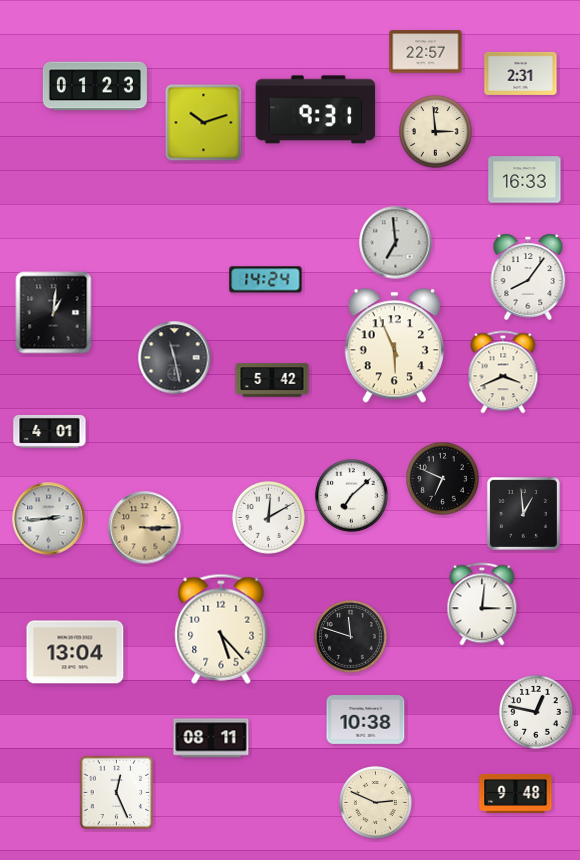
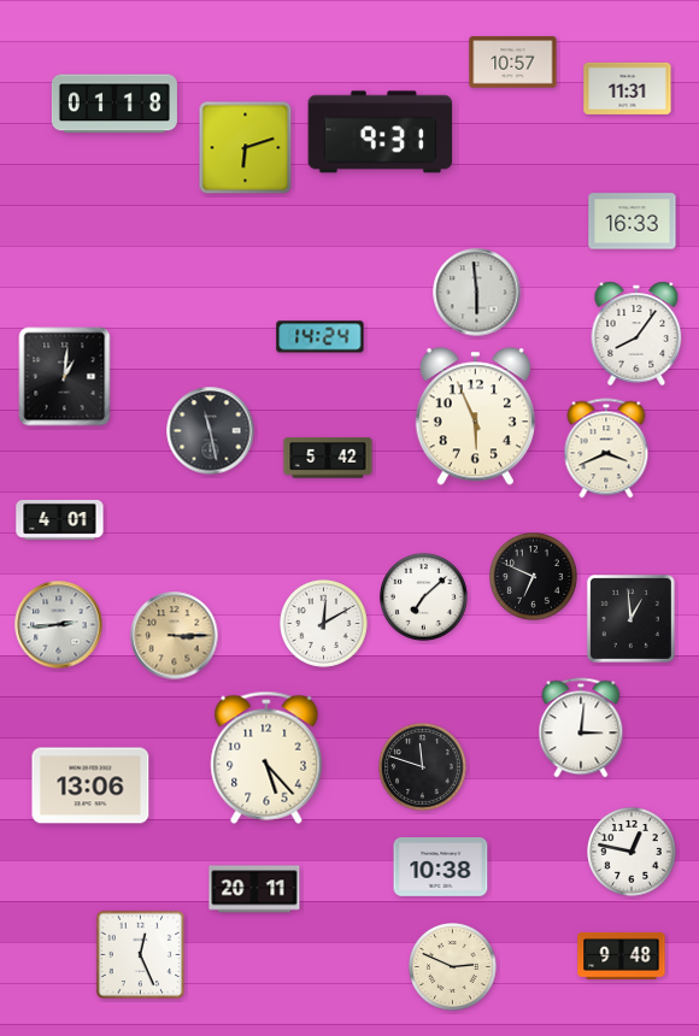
clock at (426, 52): 22:57 -> 10:57
clock at (521, 73): 2:31 -> 11:31
clock at (95, 86): 01:23 -> 01:18
clock at (204, 123): 10:12 -> 6:12
clock at (436, 132): 2:59 -> none
clock at (525, 180) position: (525, 180) -> (633, 222)
clock at (396, 243): 6:59 -> 5:59
clock at (75, 652): 13:04 -> 13:06
clock at (537, 713) position: (537, 713) -> (633, 853)
clock at (211, 738): 08:11 -> 20:11
